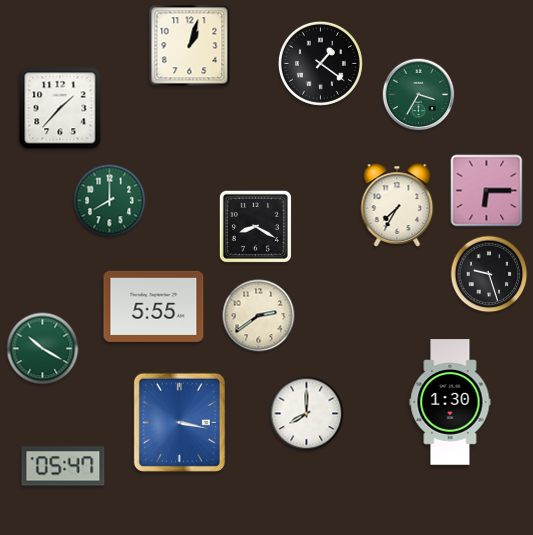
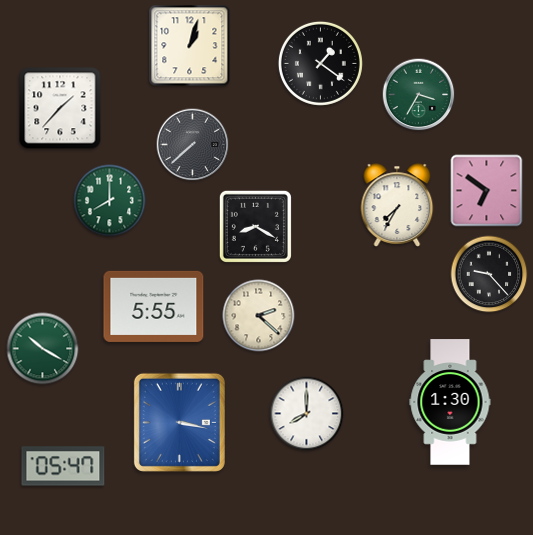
clock at (193, 145): none -> 7:38
clock at (487, 191): 6:15 -> 6:51
clock at (489, 274): 9:27 -> 9:23
clock at (259, 316): 2:39 -> 2:22
